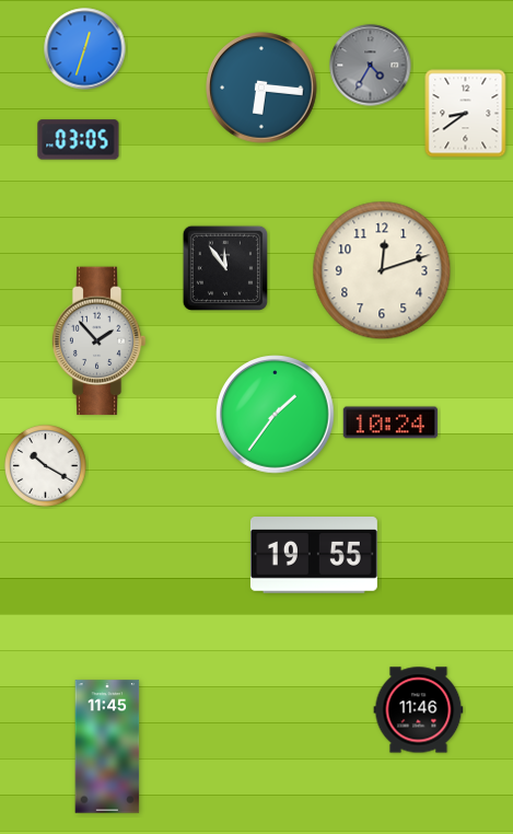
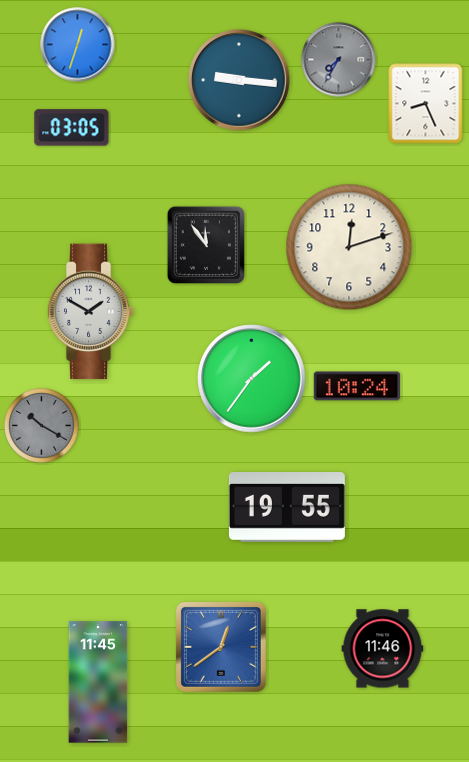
clock at (371, 66): 4:35 -> 7:35
clock at (261, 88): 6:16 -> 9:16
clock at (466, 114): 8:39 -> 8:26
clock at (98, 341): 1:53 -> 1:50
clock at (46, 466) dial: white -> grey
clock at (221, 647): none -> 12:39
